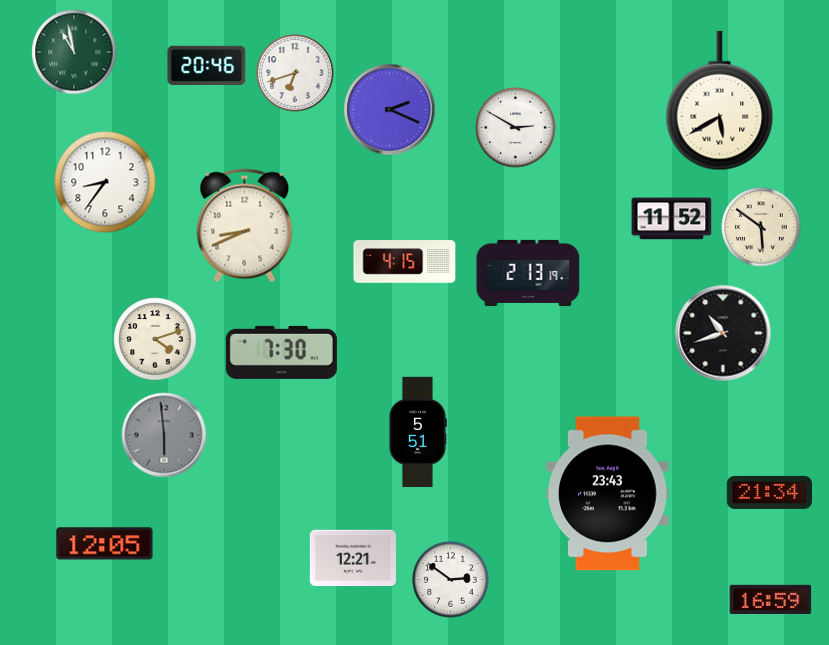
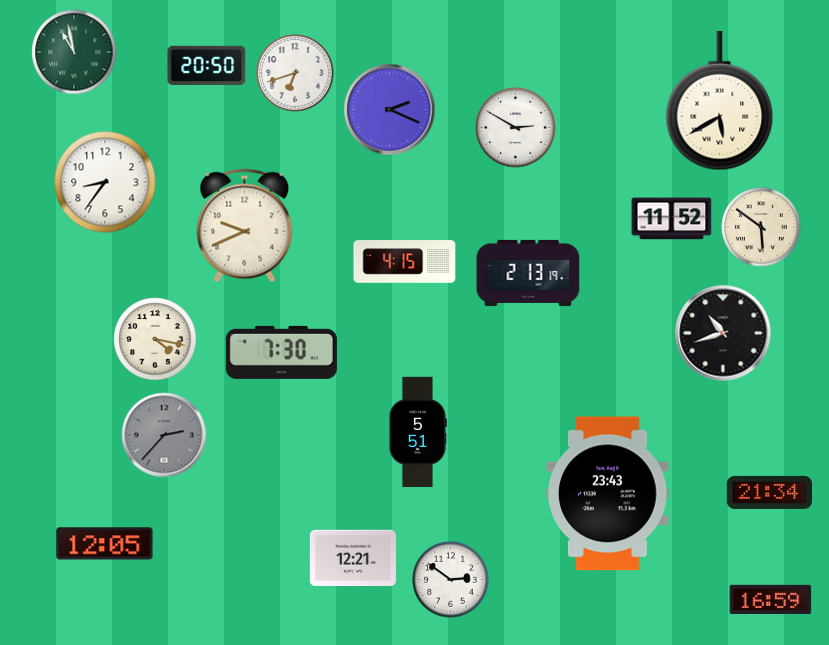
clock at (207, 65): 20:46 -> 20:50
clock at (245, 226): 8:41 -> 9:41
clock at (155, 339): 4:12 -> 4:17
clock at (164, 435): 5:59 -> 2:37
